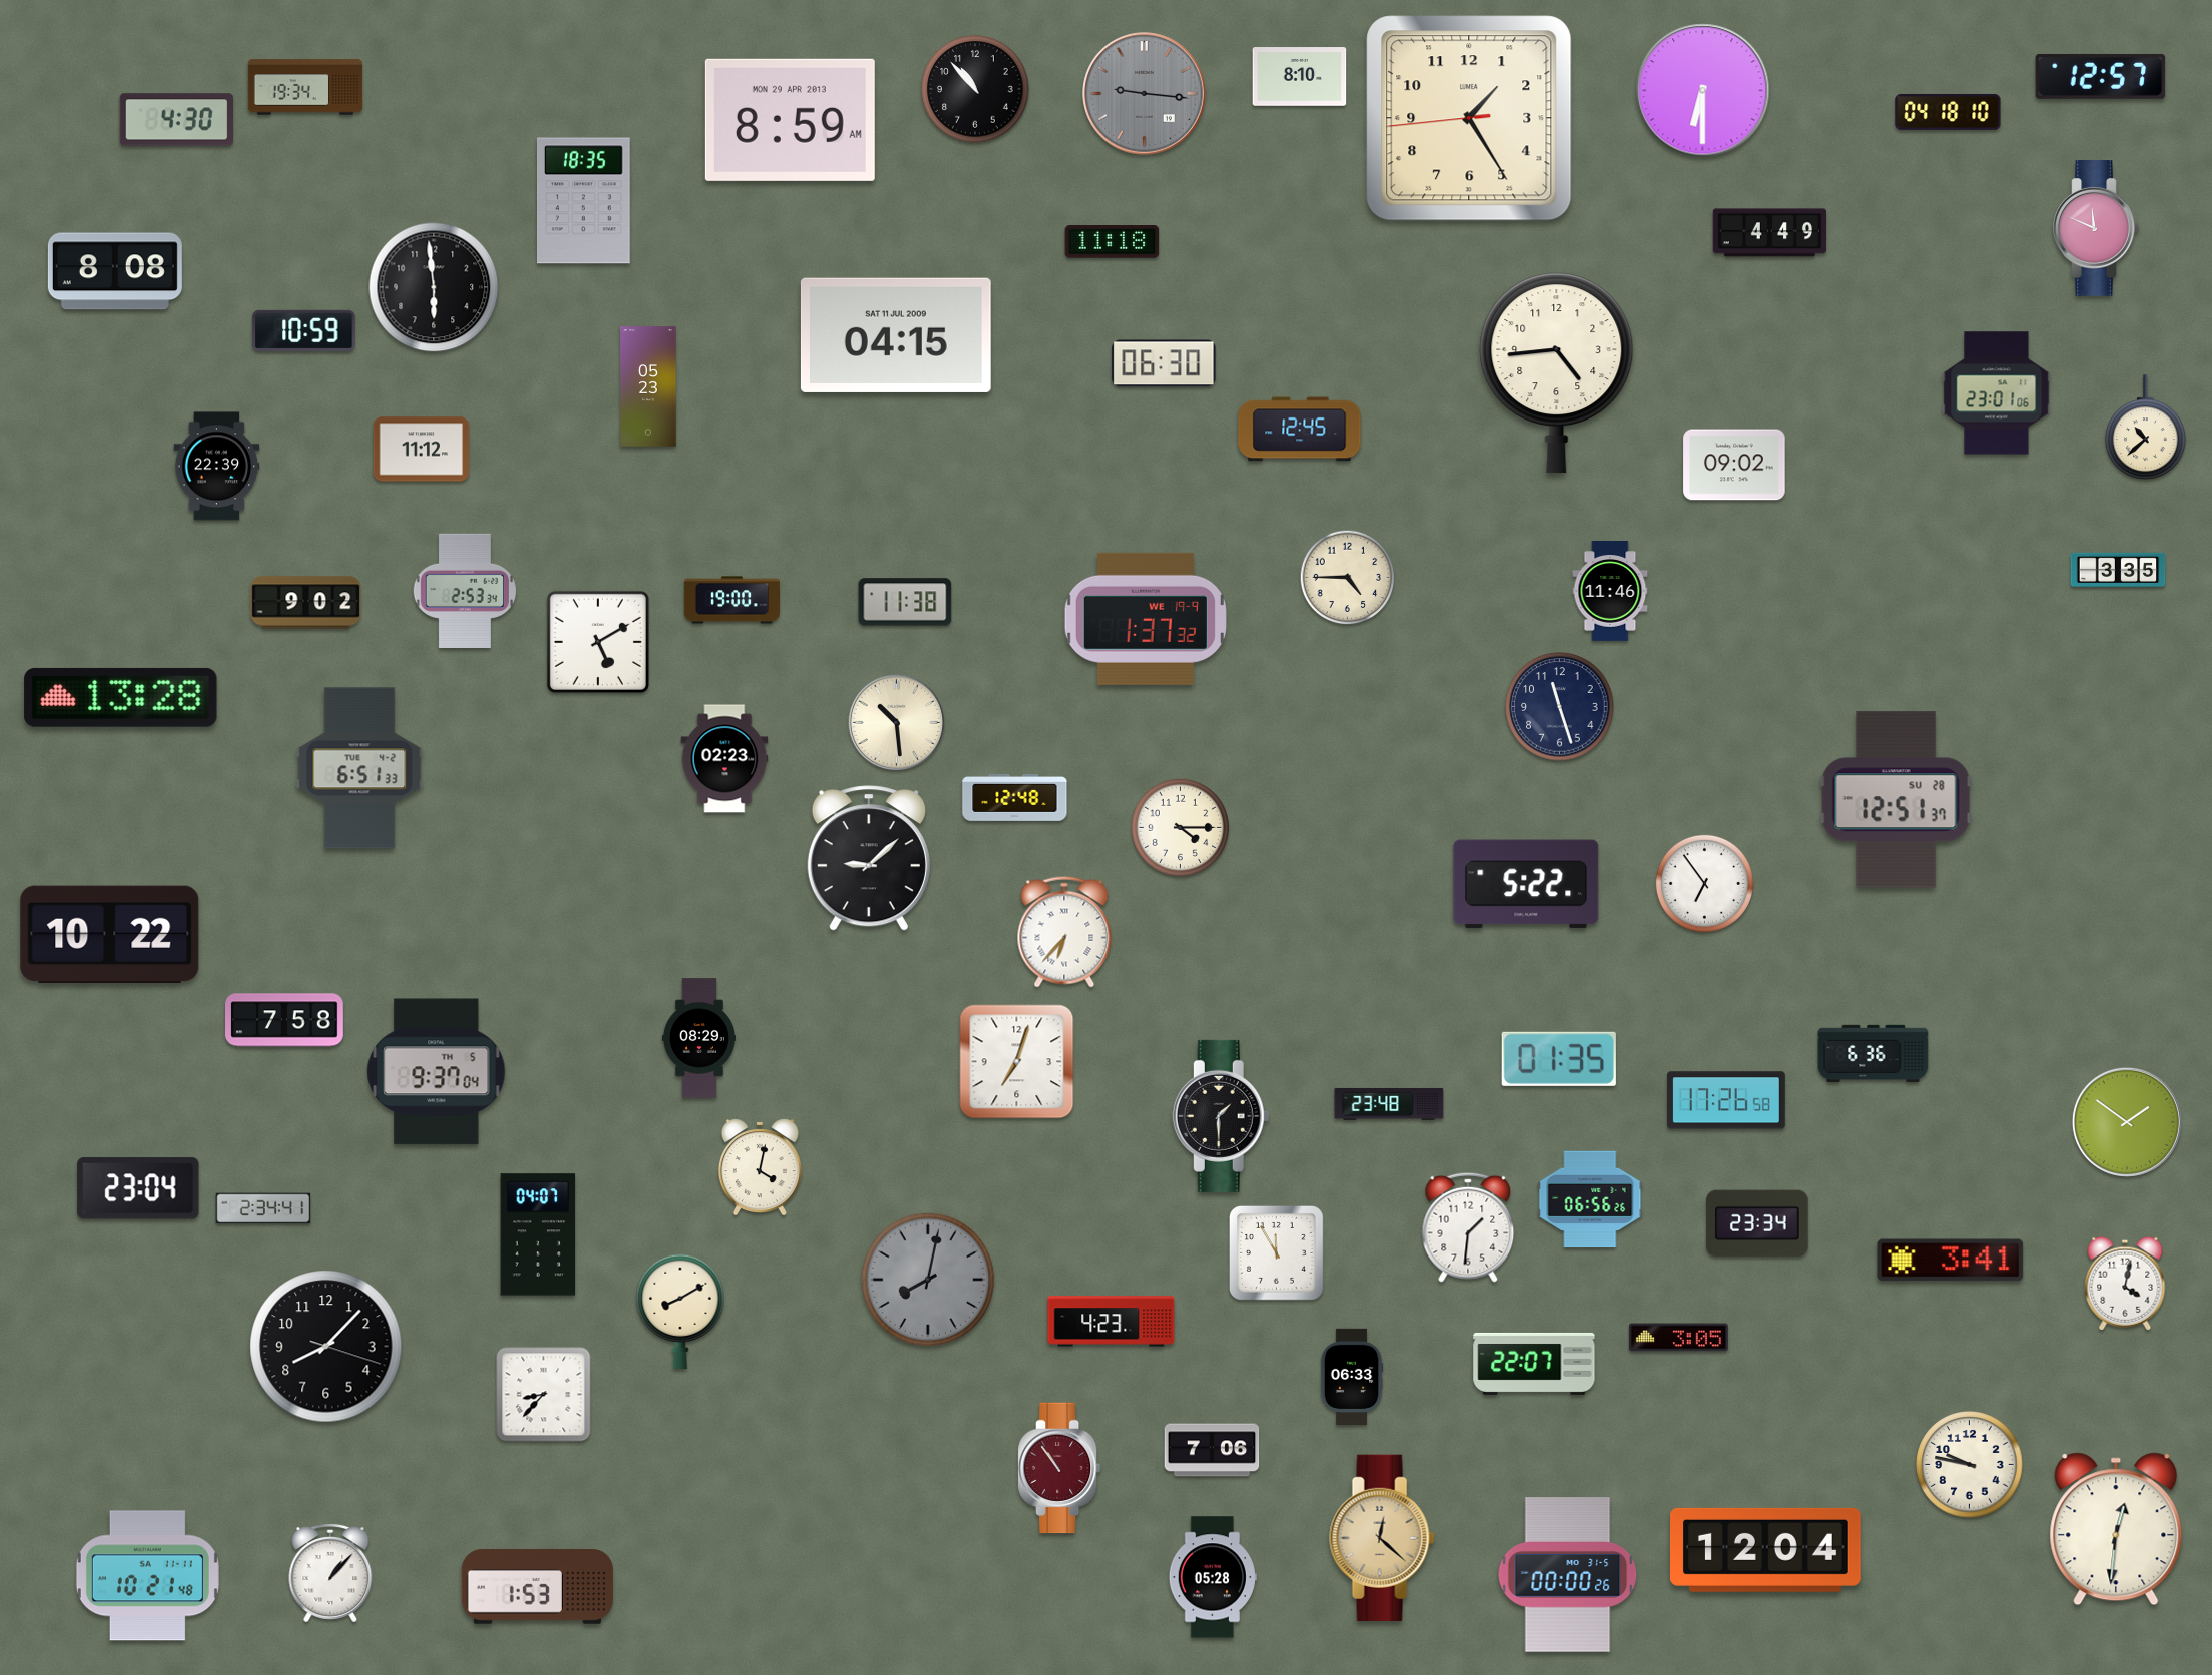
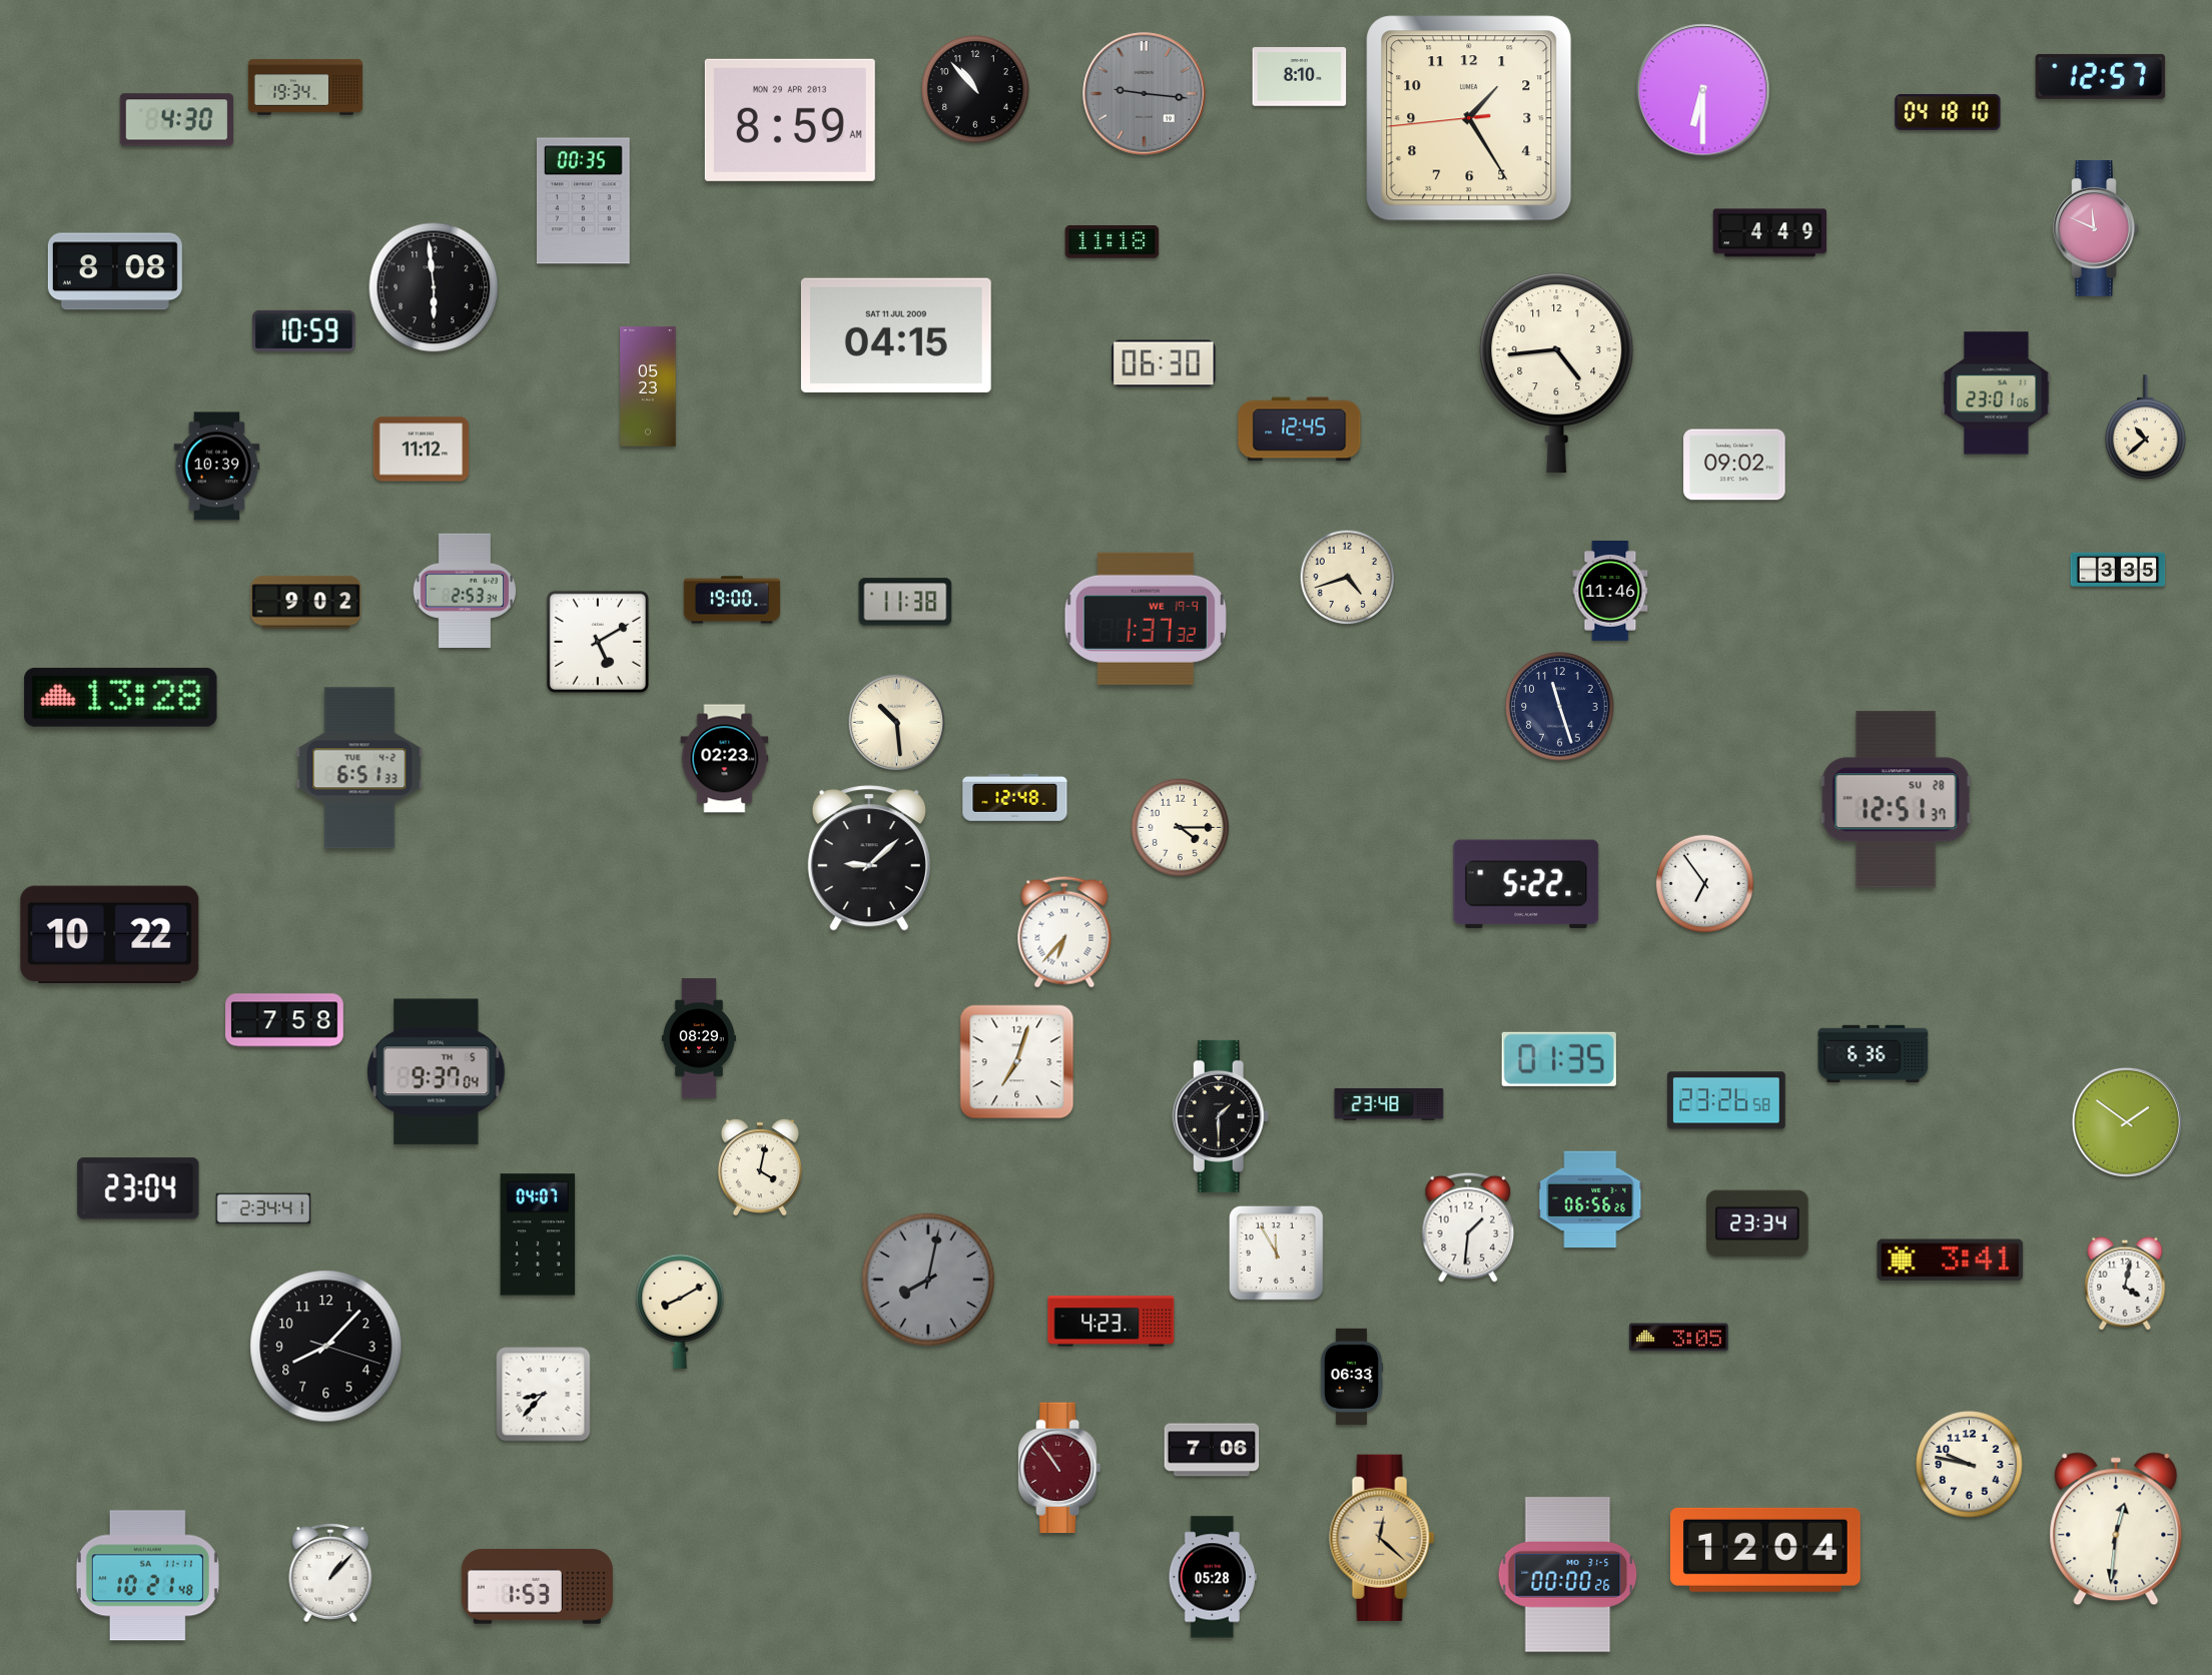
clock at (584, 201): 18:35 -> 00:35
clock at (217, 467): 22:39 -> 10:39
clock at (1348, 578): 4:45 -> 4:42
clock at (1727, 1100): 17:26 -> 23:26
clock at (1534, 1364): 22:07 -> none
